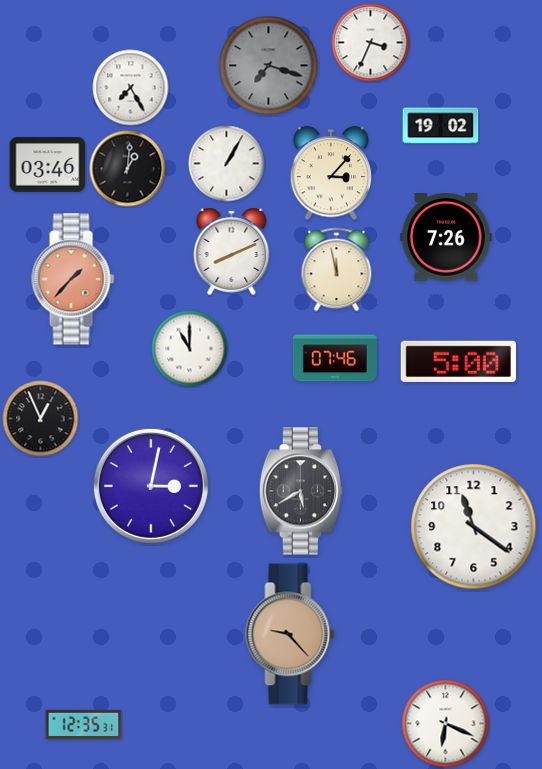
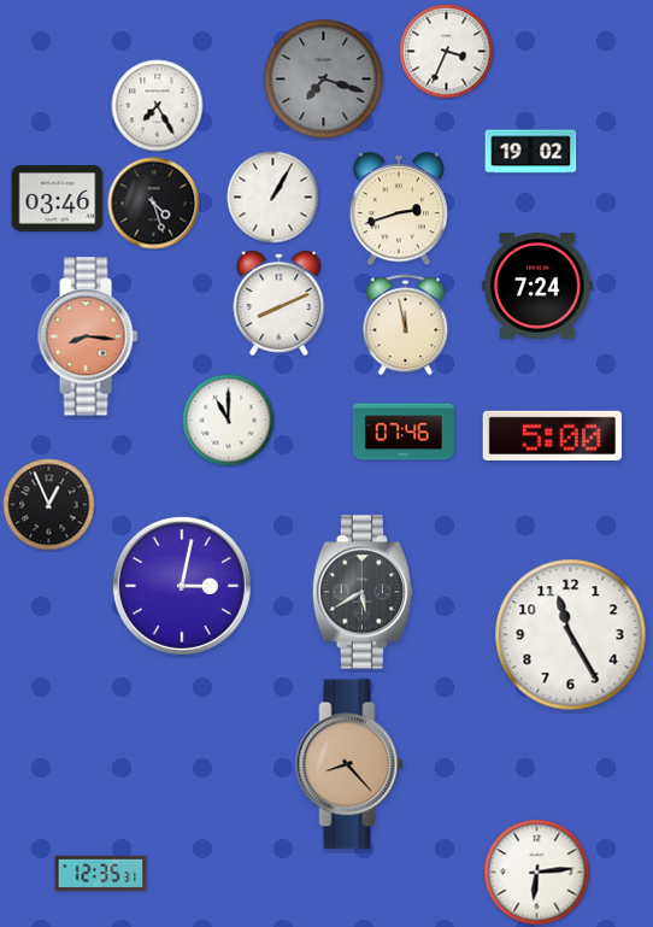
clock at (128, 169): 1:01 -> 4:27
clock at (331, 174): 3:07 -> 2:42
clock at (446, 237): 7:26 -> 7:24
clock at (73, 279): 1:37 -> 8:16
clock at (474, 527): 11:21 -> 11:25
clock at (290, 634): 9:23 -> 8:23
clock at (446, 724): 6:19 -> 6:14
